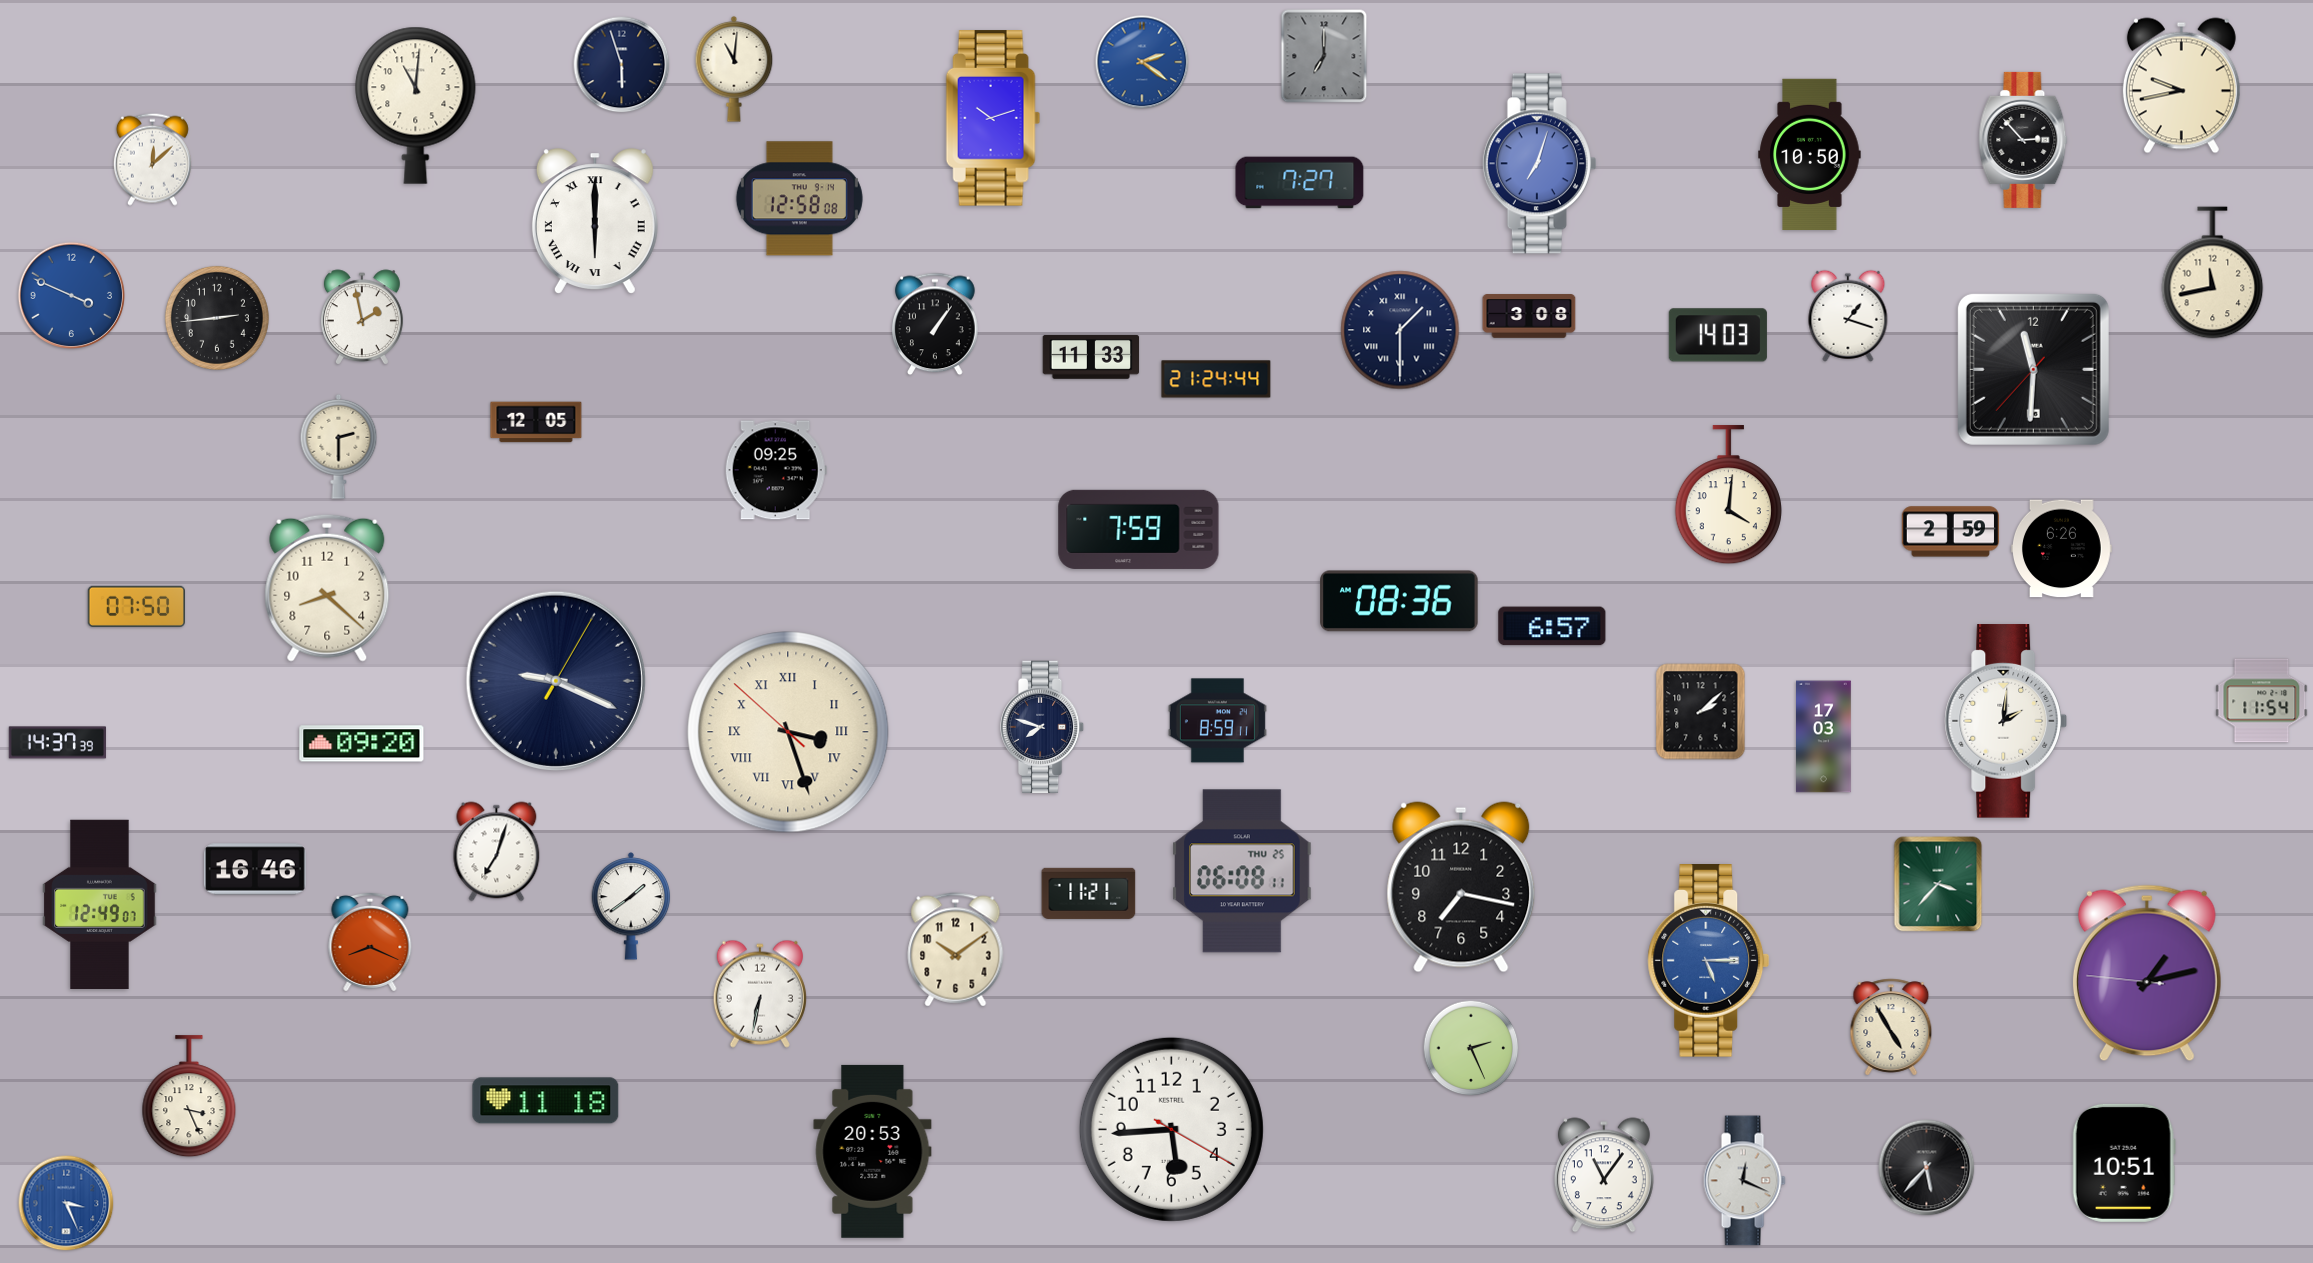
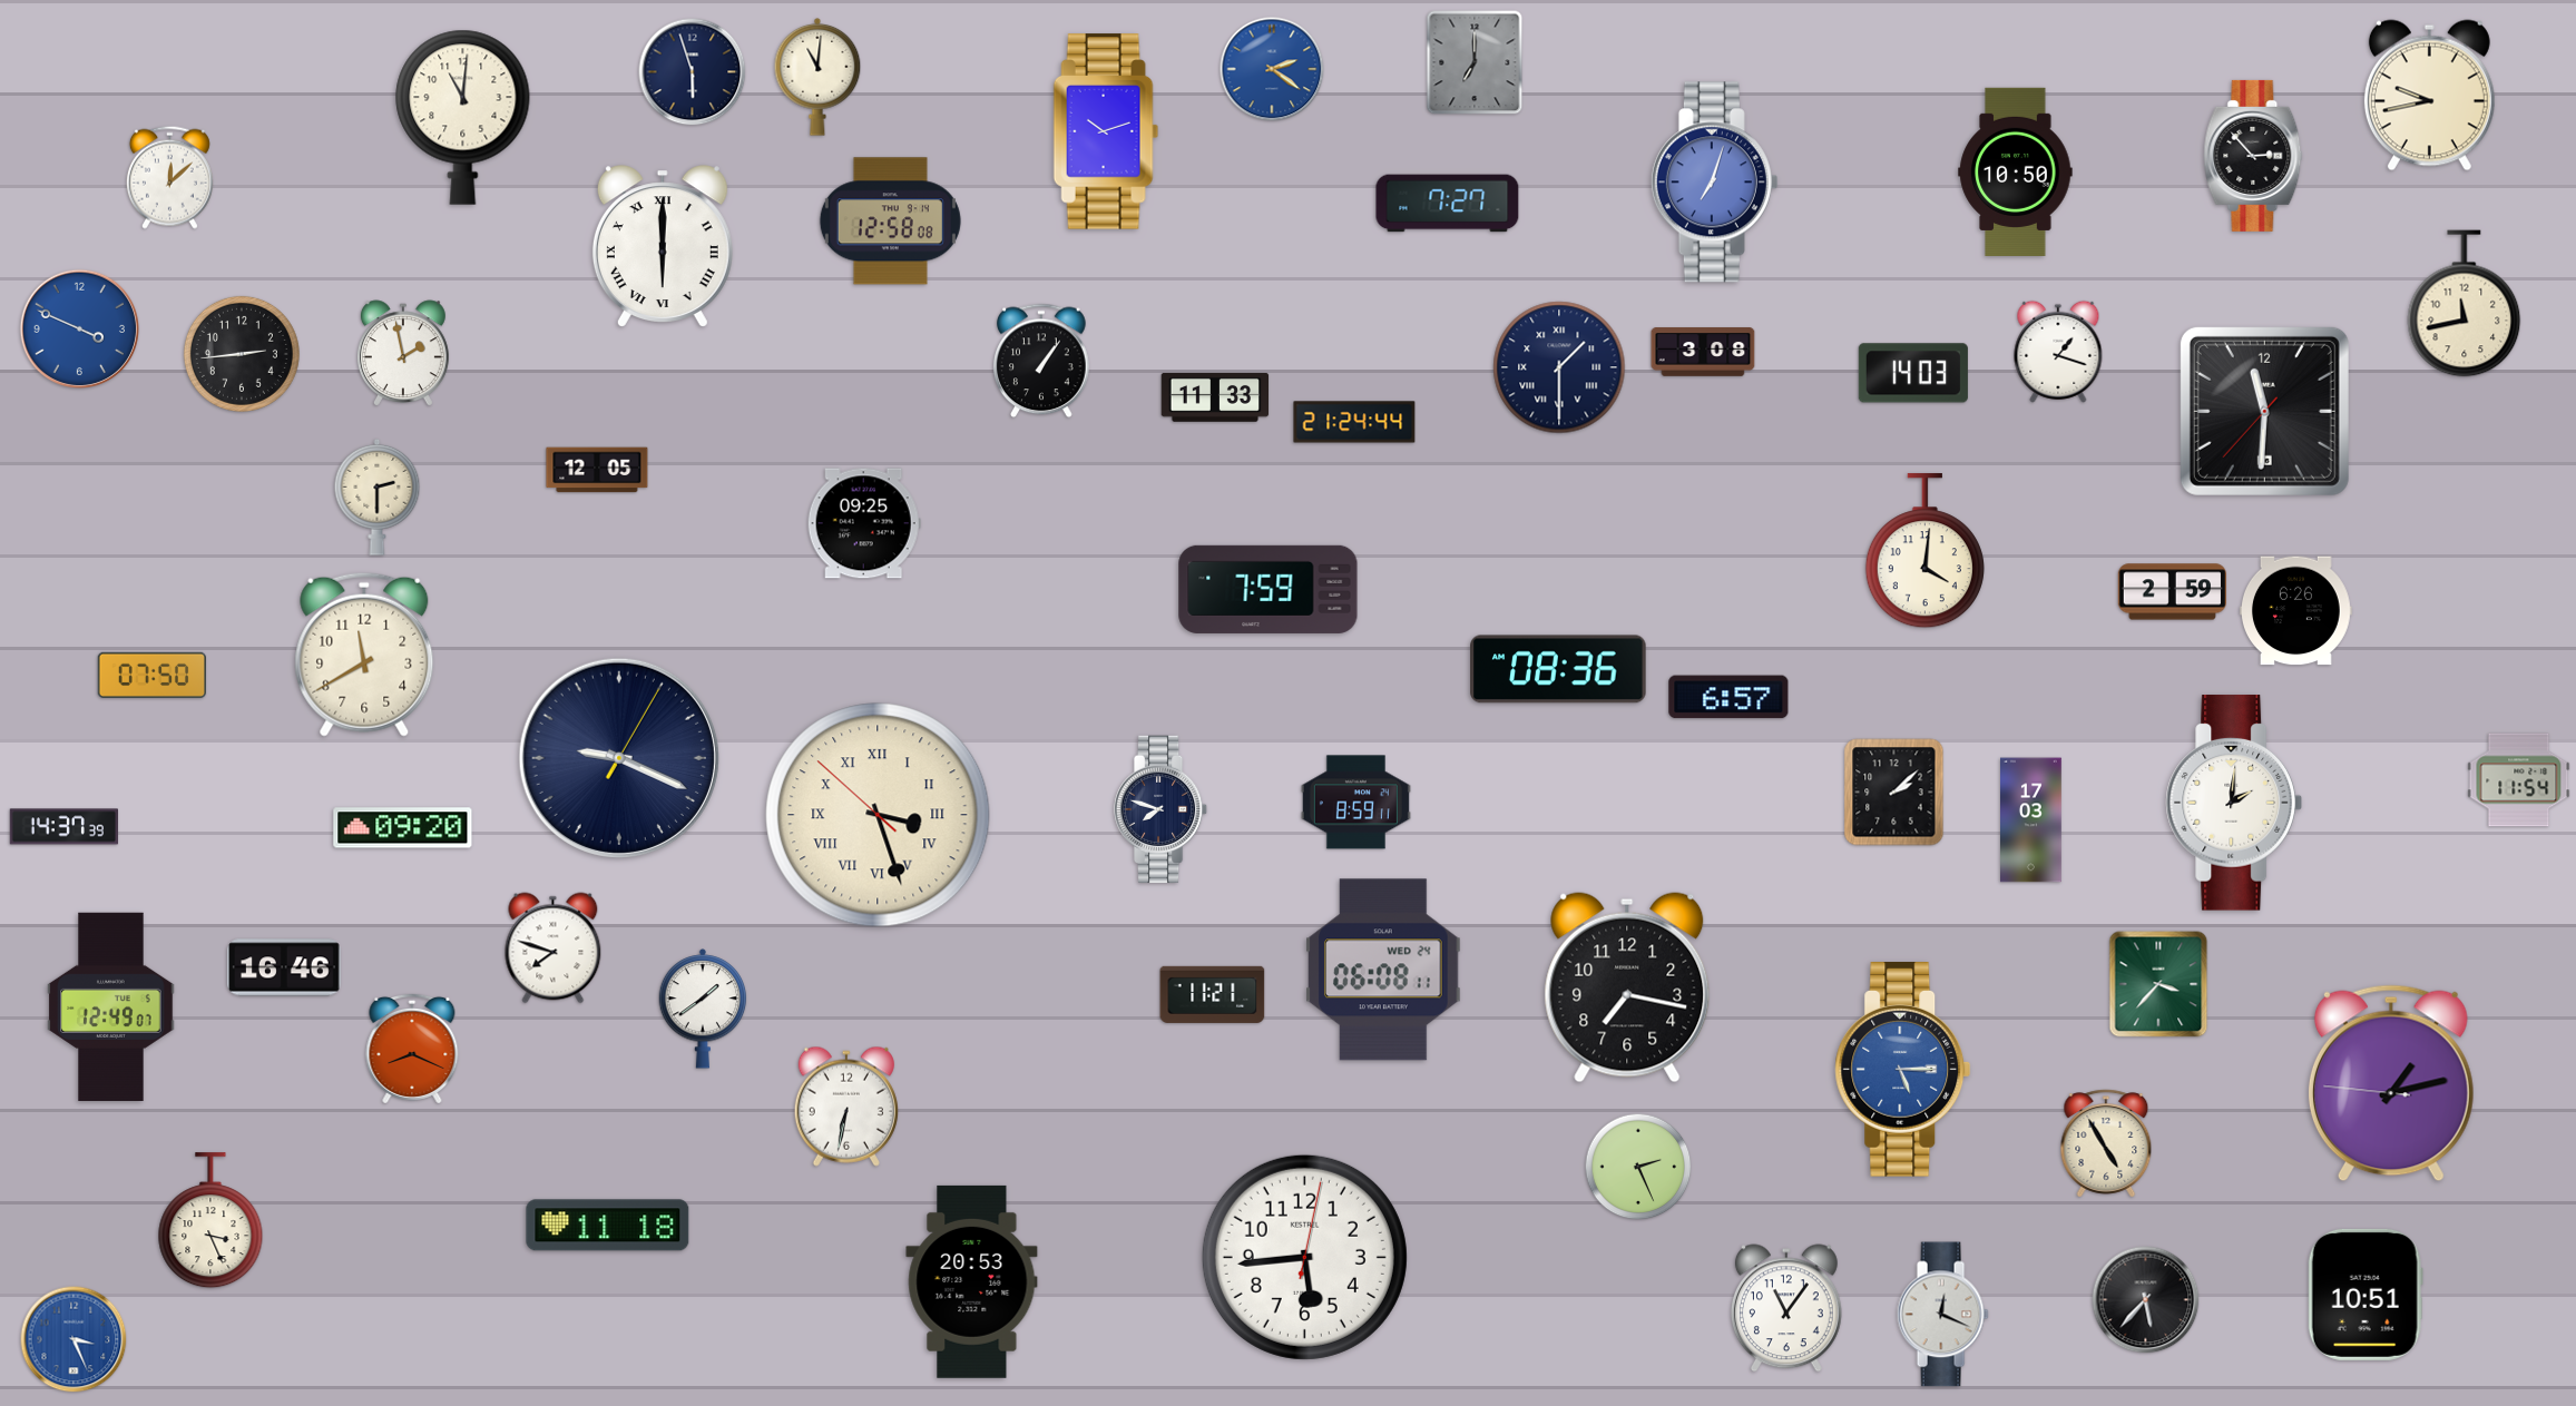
clock at (327, 588): 8:22 -> 11:40
clock at (497, 852): 7:03 -> 7:48
clock at (1242, 871) date: THU 25 -> WED 24
clock at (956, 950): 10:09 -> none
clock at (1171, 1129): 5:44:20 -> 5:44:02
